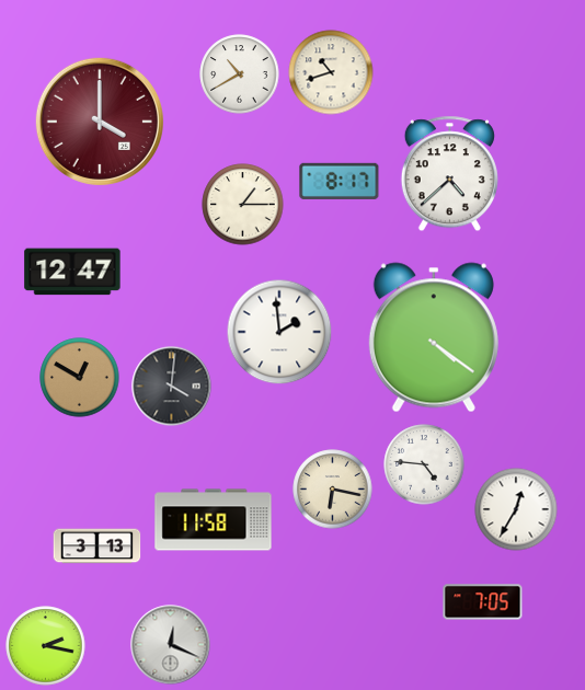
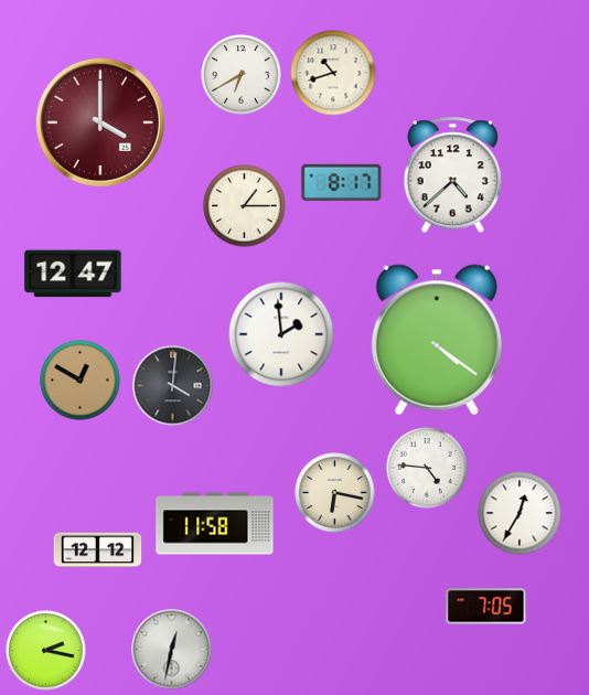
clock at (240, 74): 10:40 -> 6:40
clock at (172, 387) position: (172, 387) -> (173, 386)
clock at (97, 547): 3:13 -> 12:12
clock at (171, 645): 12:19 -> 12:32
